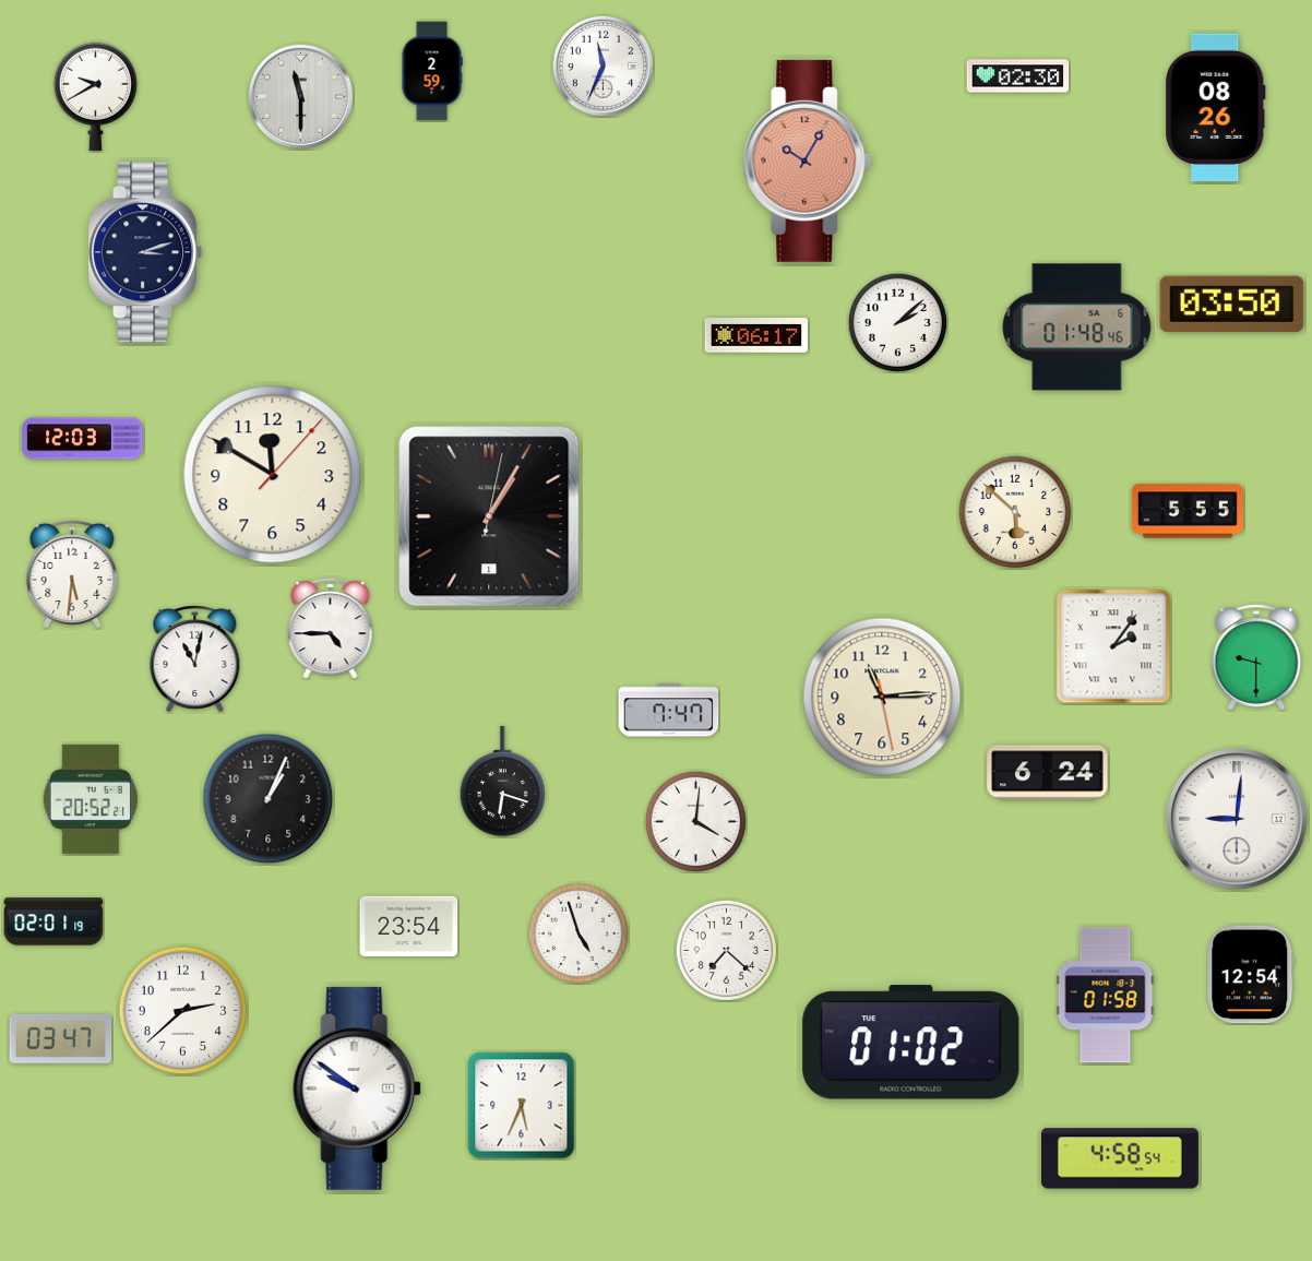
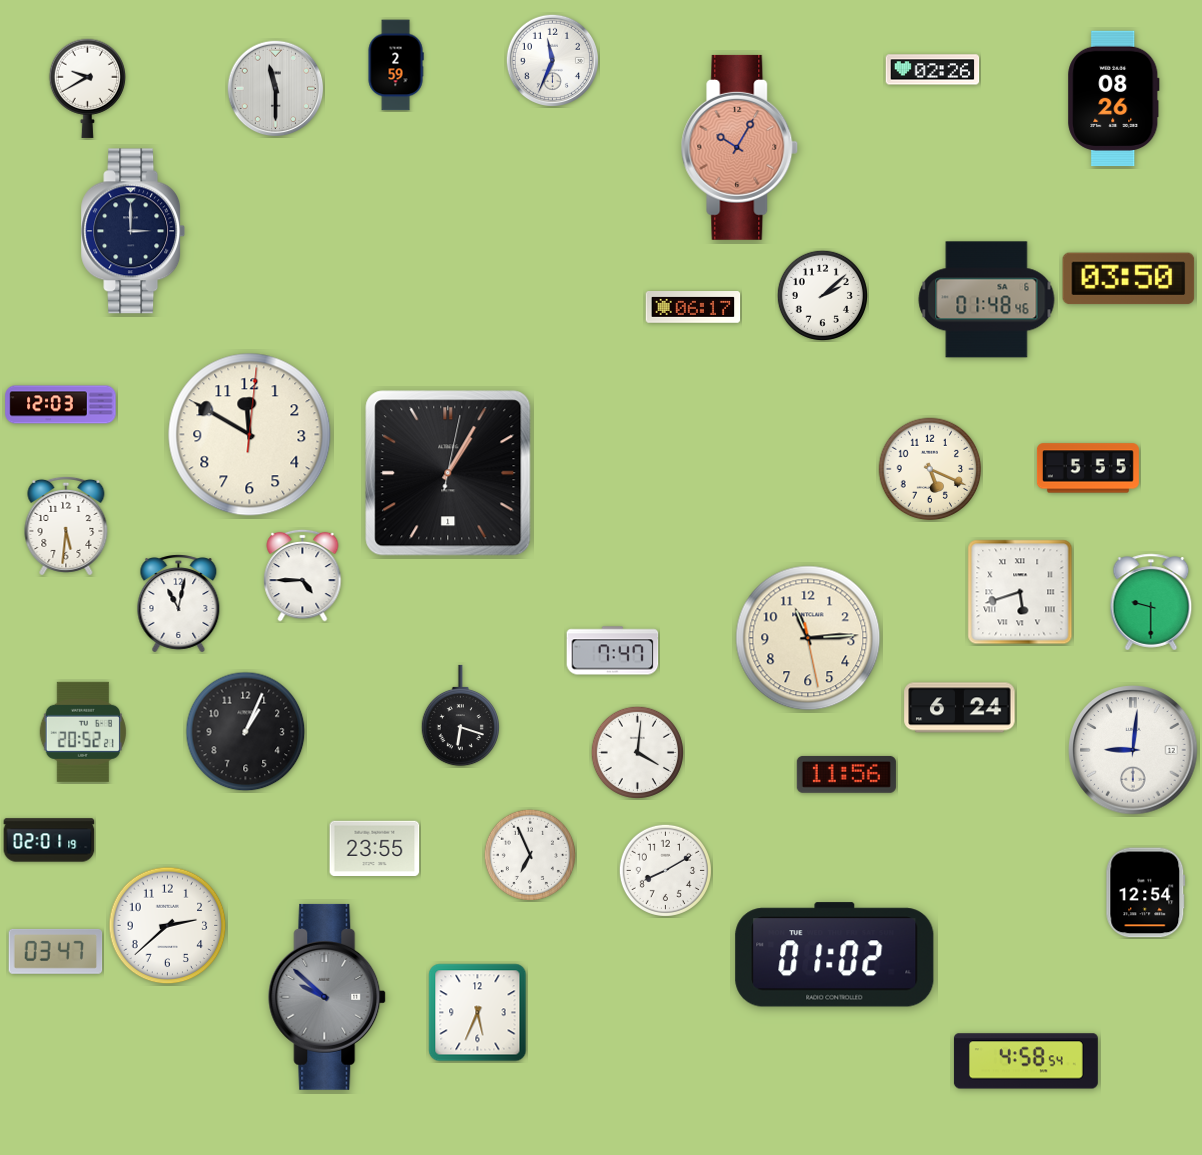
clock at (1018, 76): 02:30 -> 02:26
clock at (145, 252): 3:12 -> 3:00
clock at (83, 439) position: (83, 439) -> (61, 405)
clock at (273, 475): 11:50:07 -> 11:50:01
clock at (1015, 512): 5:52 -> 5:19
clock at (1113, 646): 2:06 -> 5:42
clock at (846, 774): none -> 11:56
clock at (53, 921) position: (53, 921) -> (49, 840)
clock at (409, 927): 23:54 -> 23:55
clock at (579, 933): 4:57 -> 6:56
clock at (726, 950): 7:22 -> 8:10
clock at (1106, 996): 01:58 -> none
clock at (358, 1088): 9:51 -> 9:52
clock at (358, 1088) dial: white -> grey
